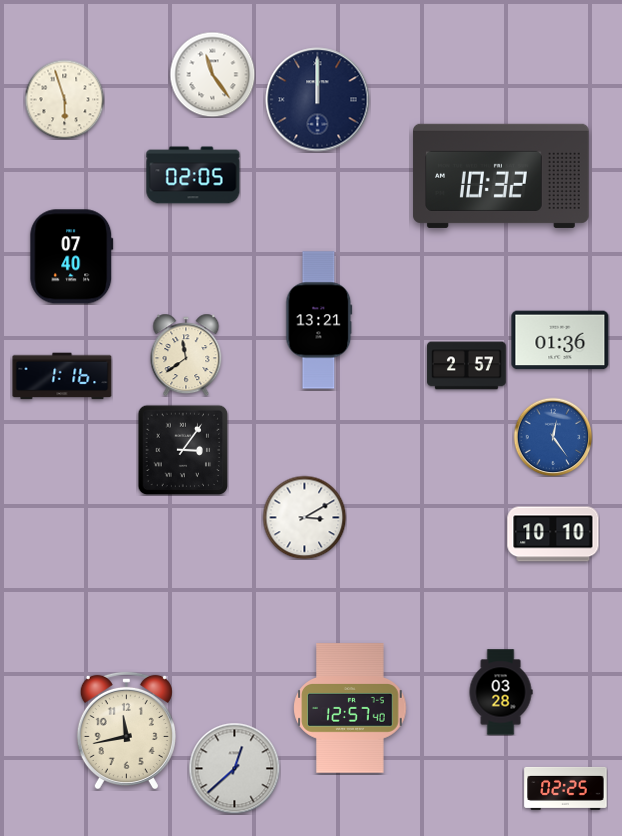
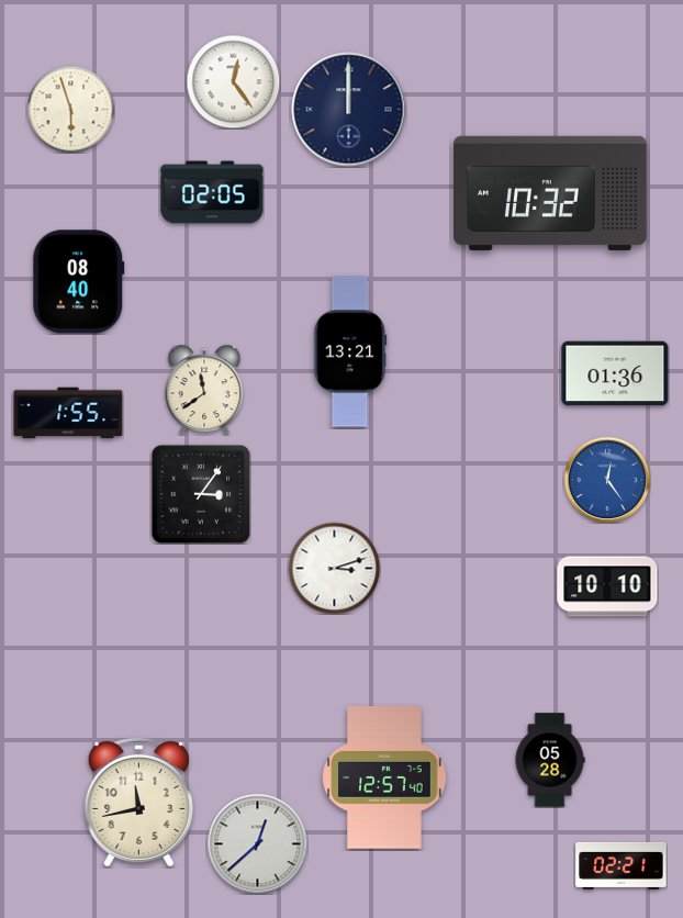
clock at (212, 74): 11:24 -> 12:24
clock at (72, 257): 07:40 -> 08:40
clock at (467, 366): 2:57 -> none
clock at (62, 376): 1:16 -> 1:55
clock at (304, 517): 3:10 -> 3:12
clock at (501, 692): 03:28 -> 05:28
clock at (566, 788): 02:25 -> 02:21
